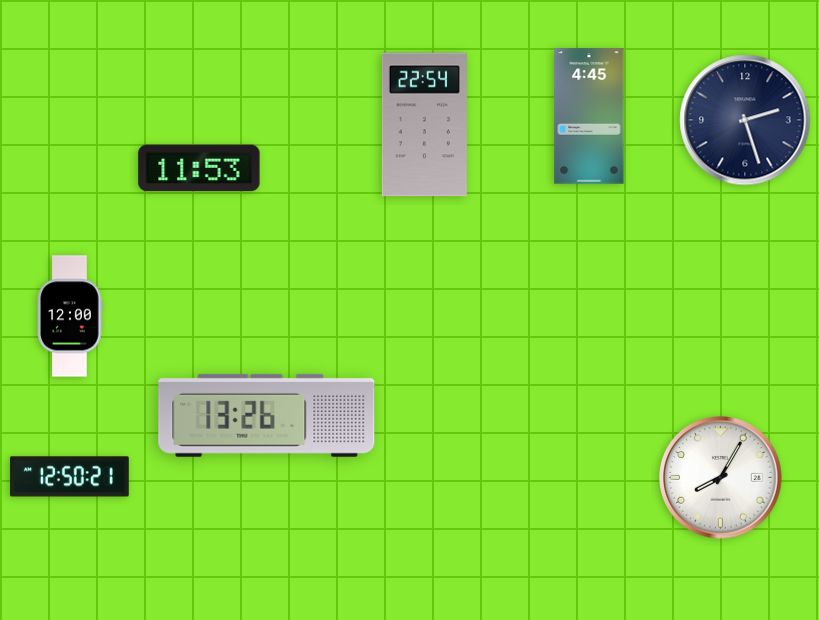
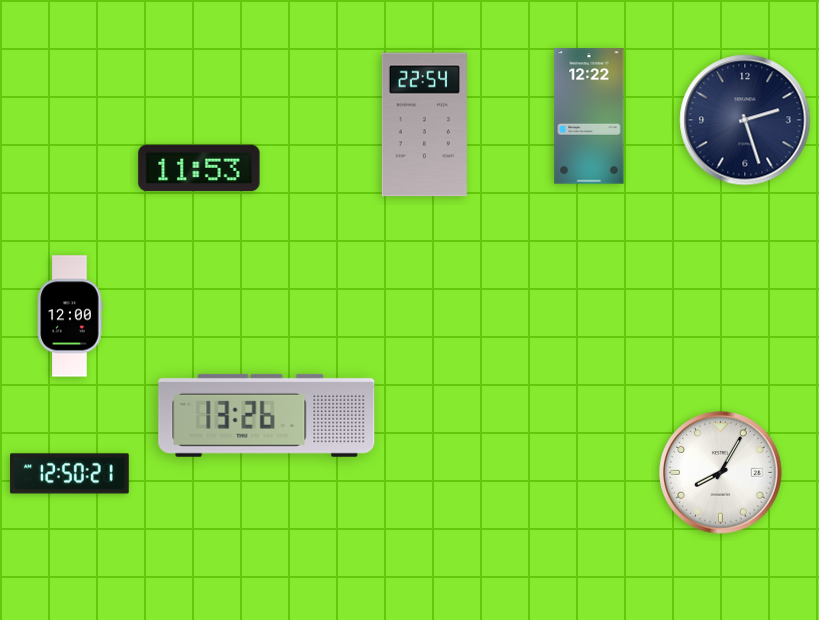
clock at (589, 116): 4:45 -> 12:22
clock at (70, 477) position: (70, 477) -> (70, 474)
clock at (721, 478) position: (721, 478) -> (721, 473)
